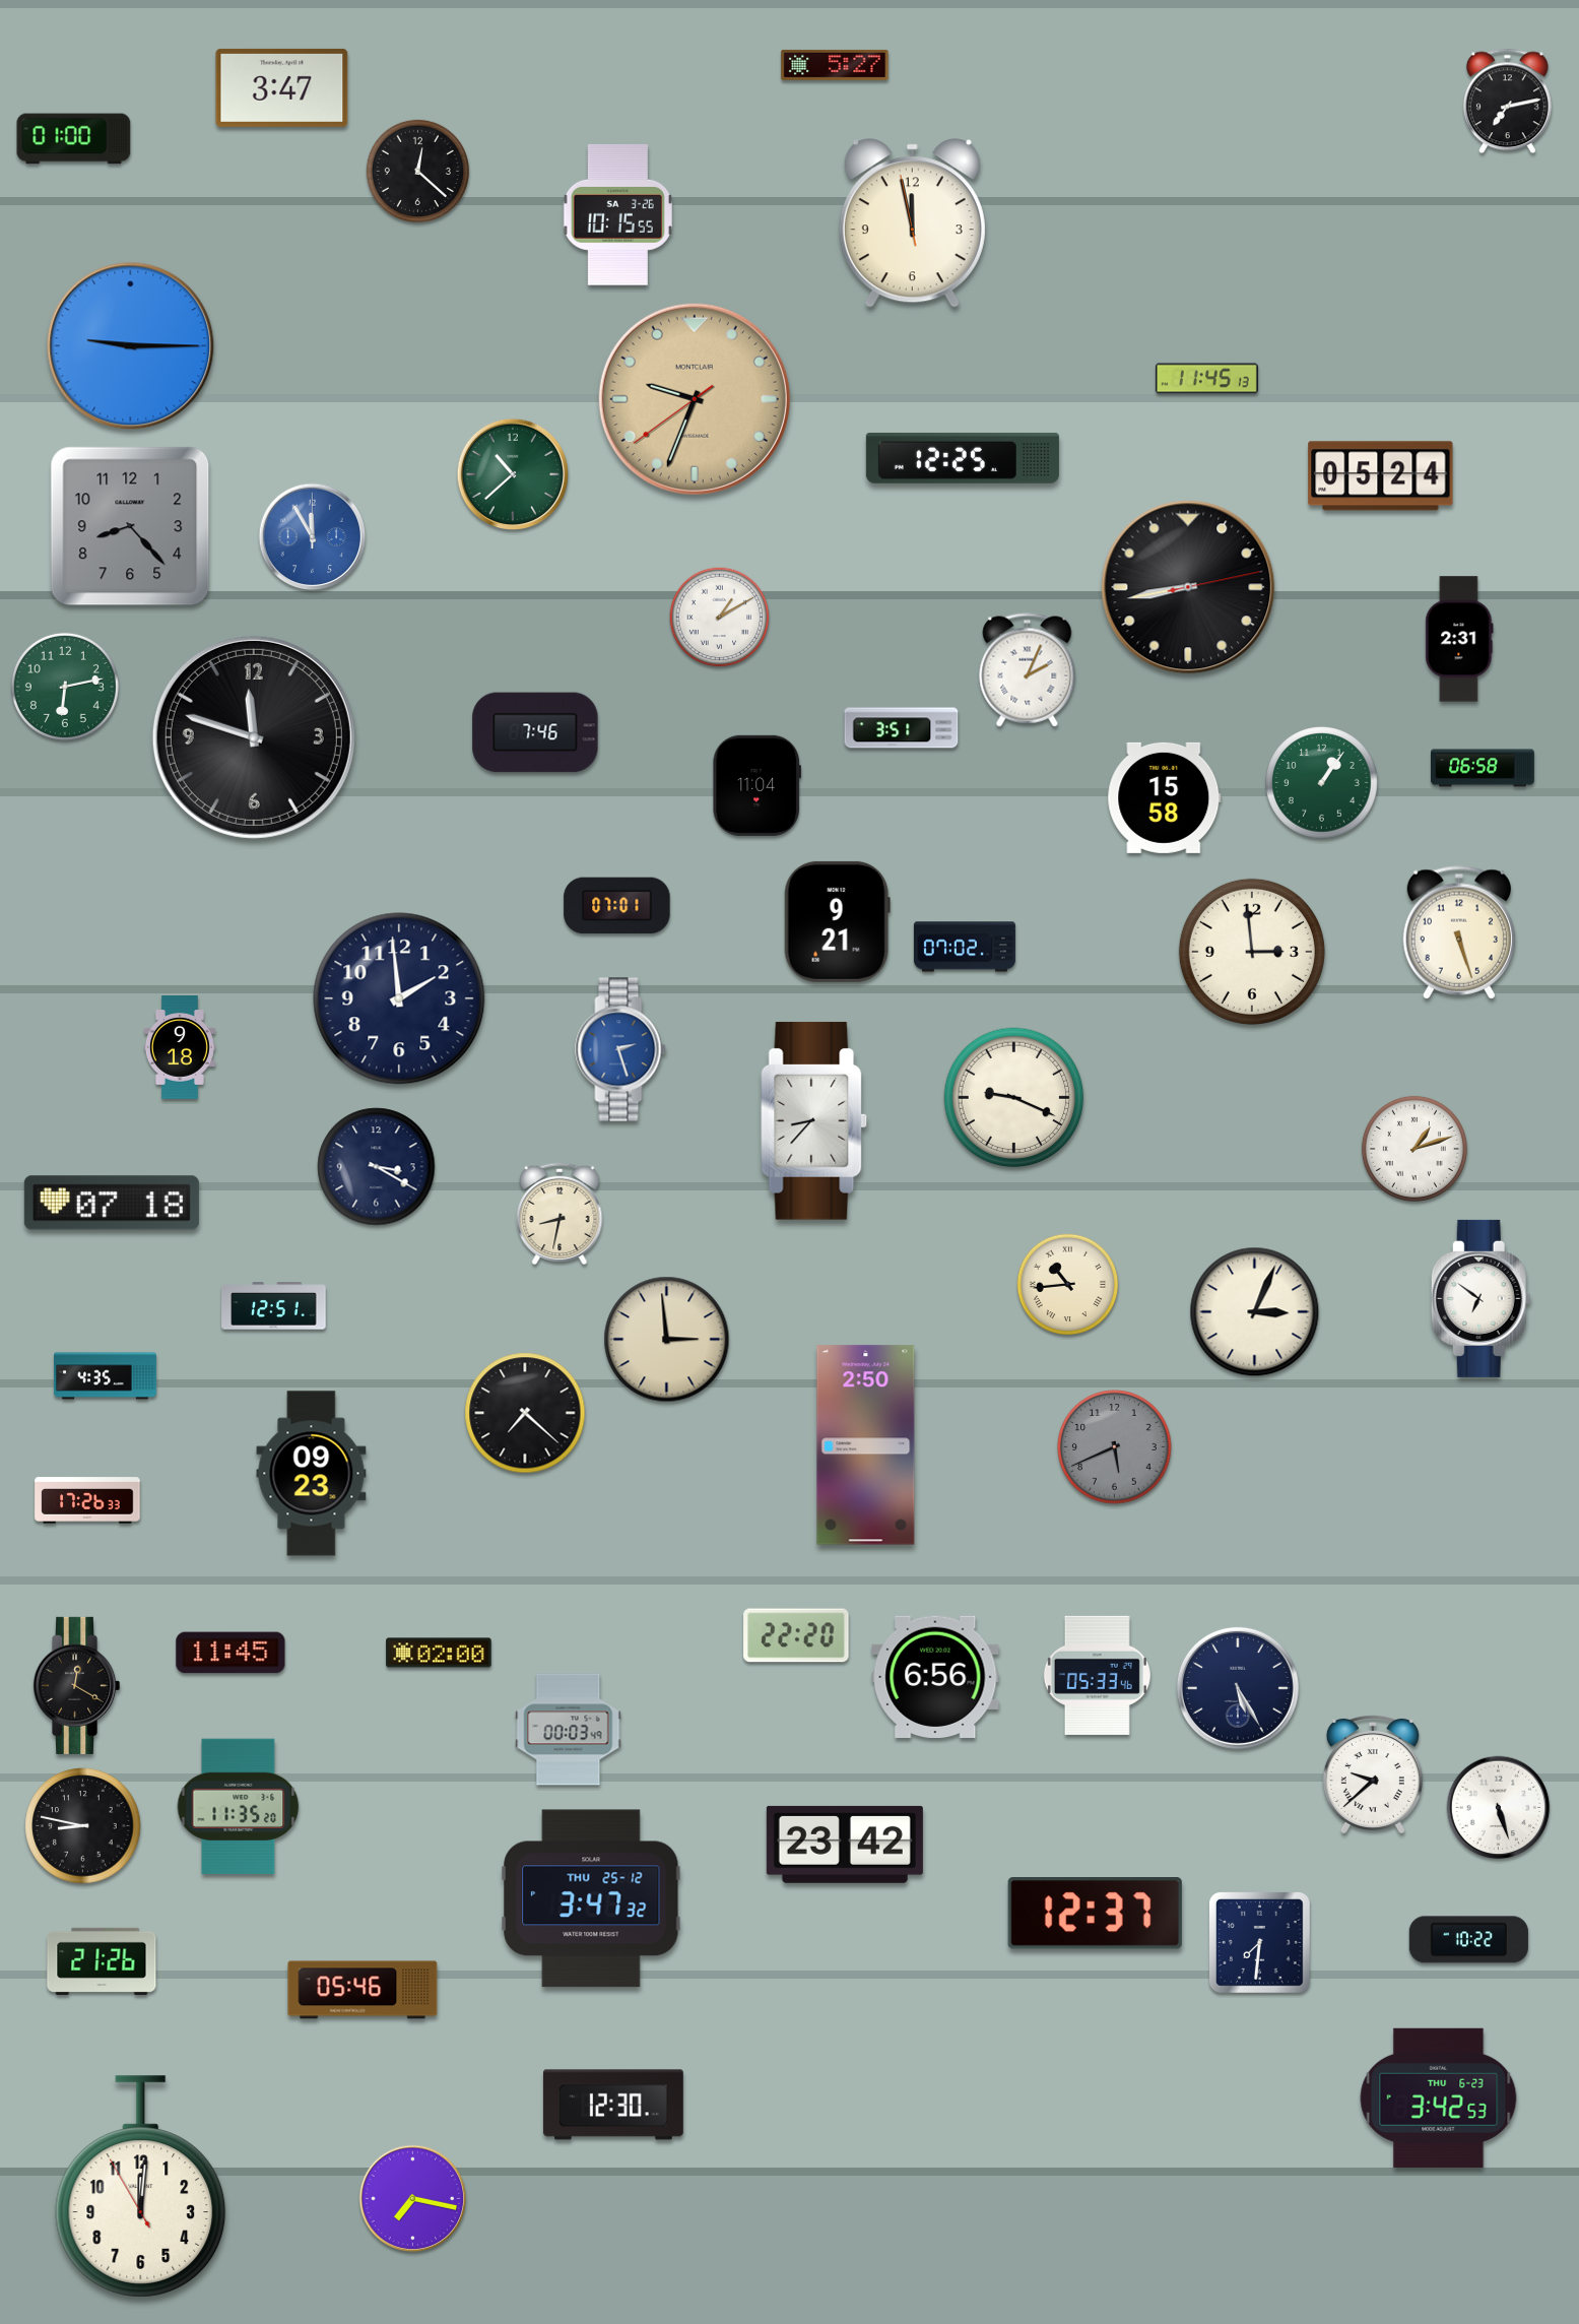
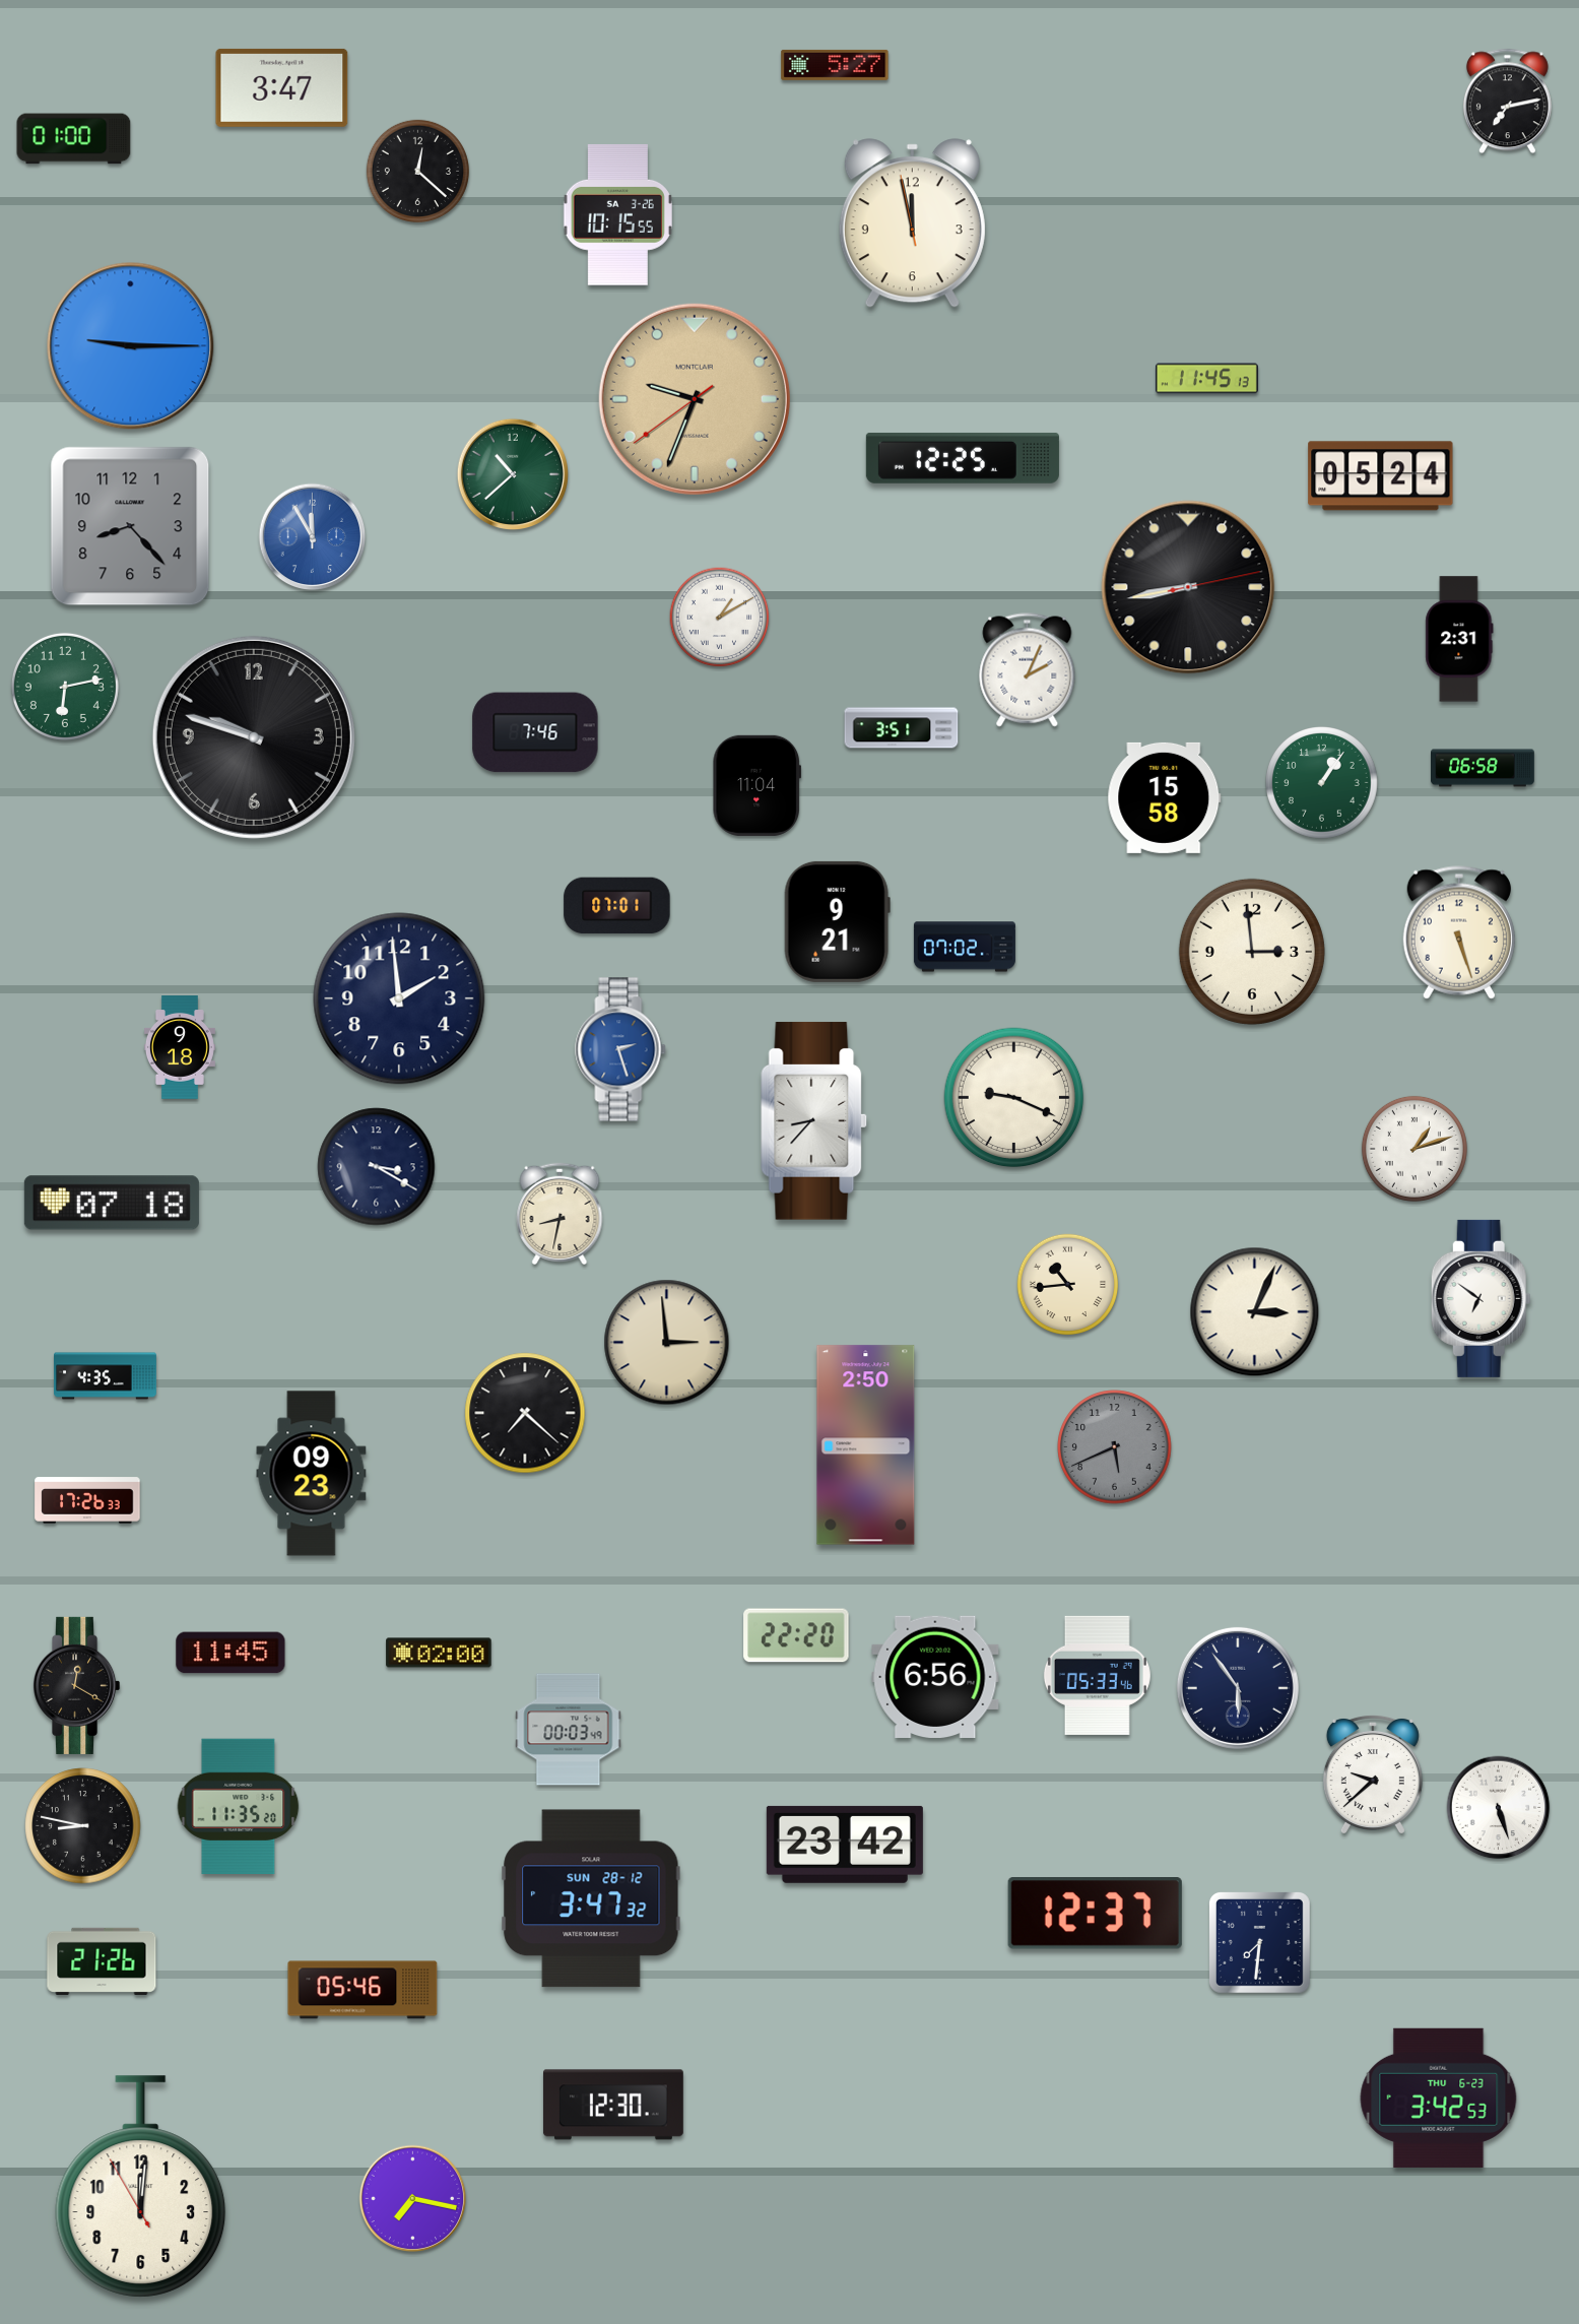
clock at (254, 737): 11:48 -> 9:48
clock at (274, 1306): 12:51 -> none
clock at (667, 1340) position: (667, 1340) -> (667, 1343)
clock at (1238, 1688): 5:25 -> 5:54
clock at (591, 1898) date: THU 25-12 -> SUN 28-12
clock at (1468, 1940): 10:22 -> none
